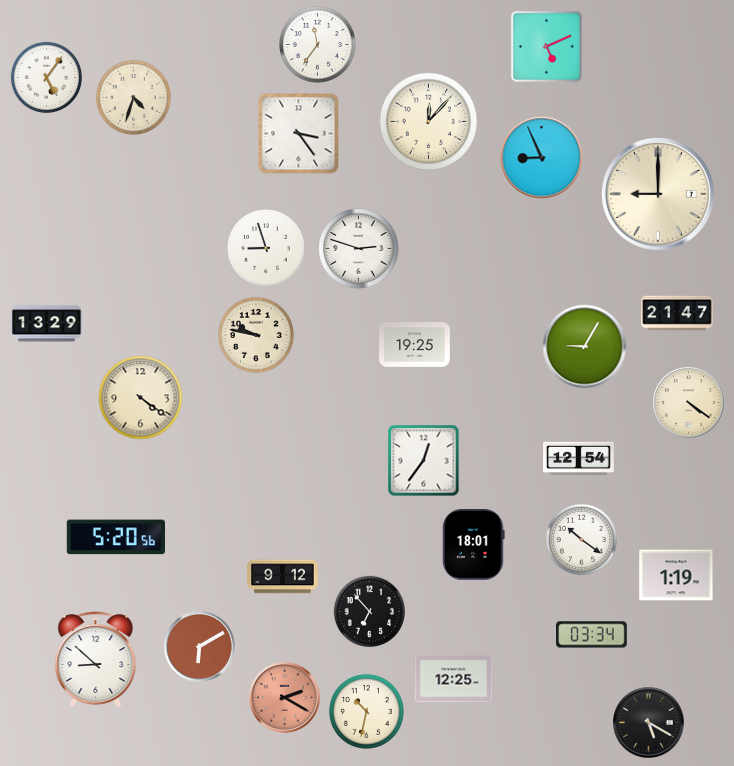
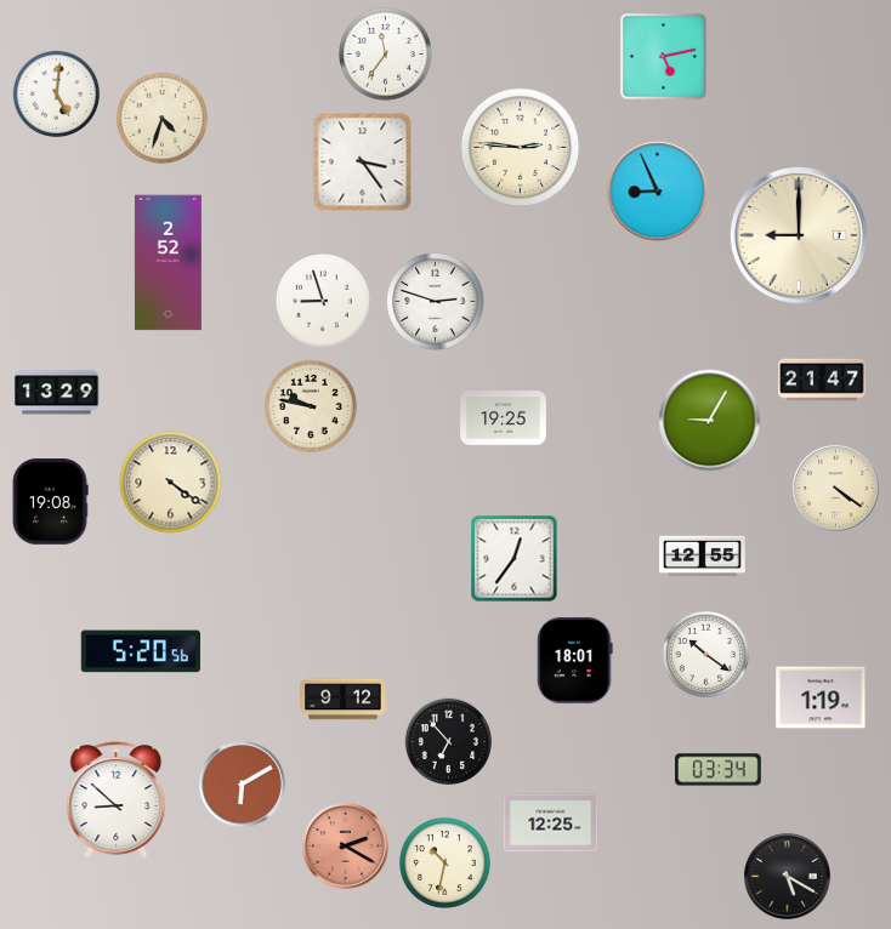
clock at (546, 46): 5:11 -> 5:13
clock at (46, 77): 5:06 -> 5:01
clock at (429, 122): 12:07 -> 2:46
clock at (168, 263): none -> 2:52
clock at (50, 502): none -> 19:08
clock at (579, 459): 12:54 -> 12:55
